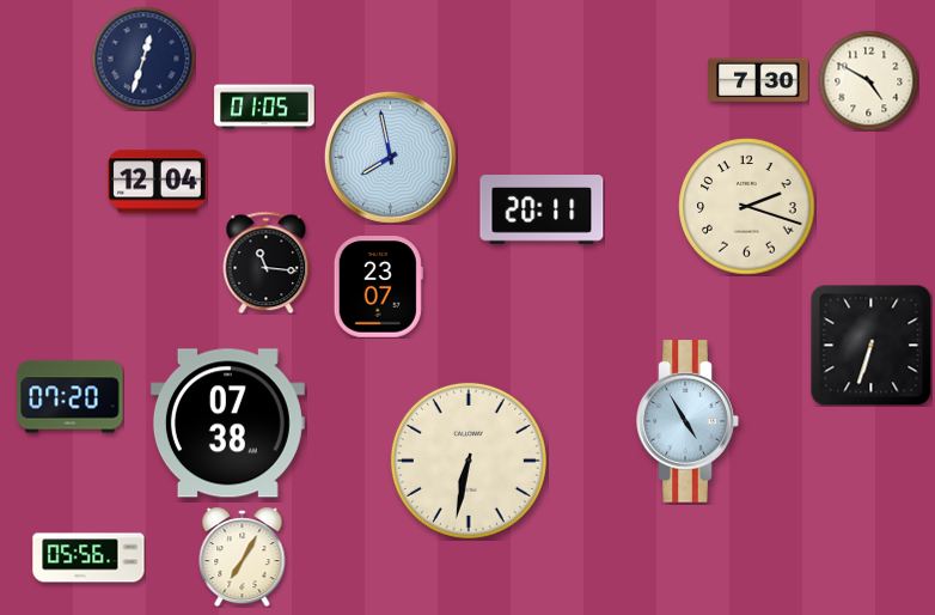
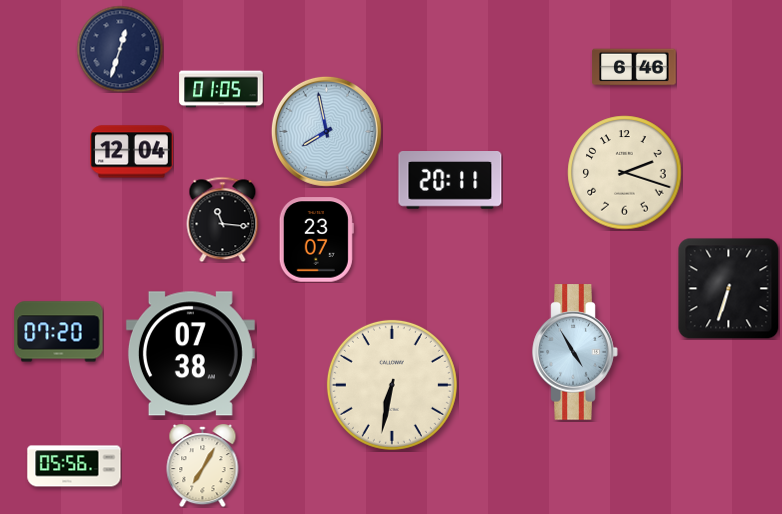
clock at (758, 80): 7:30 -> 6:46
clock at (868, 80): 4:50 -> none
clock at (542, 211) position: (542, 211) -> (450, 181)
